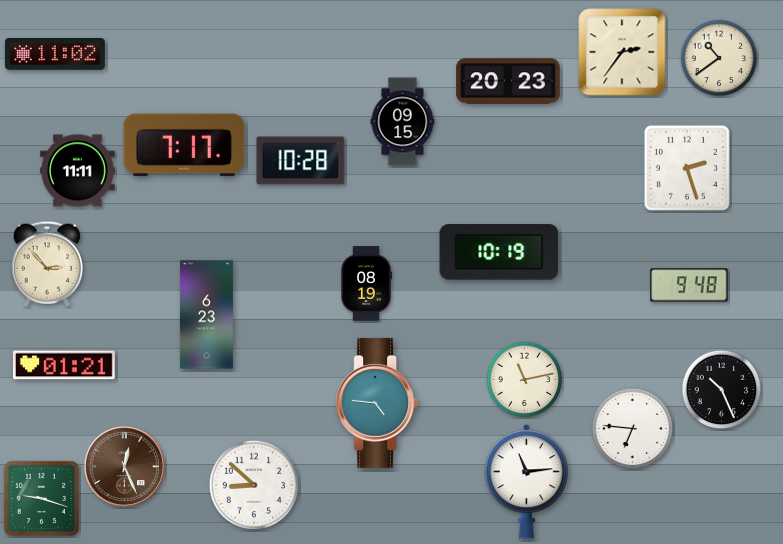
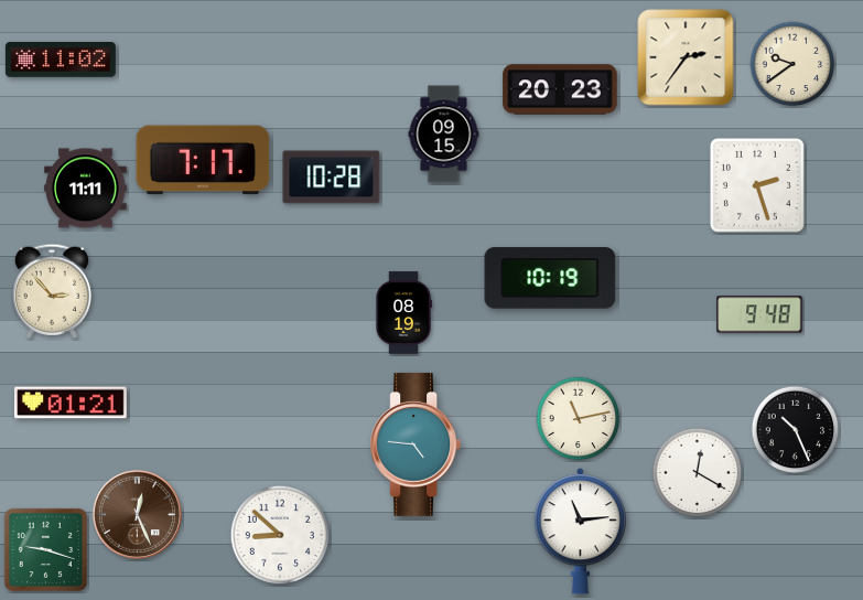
clock at (719, 58): 10:39 -> 9:39
clock at (206, 315): 6:23 -> none
clock at (633, 429): 6:46 -> 12:20
